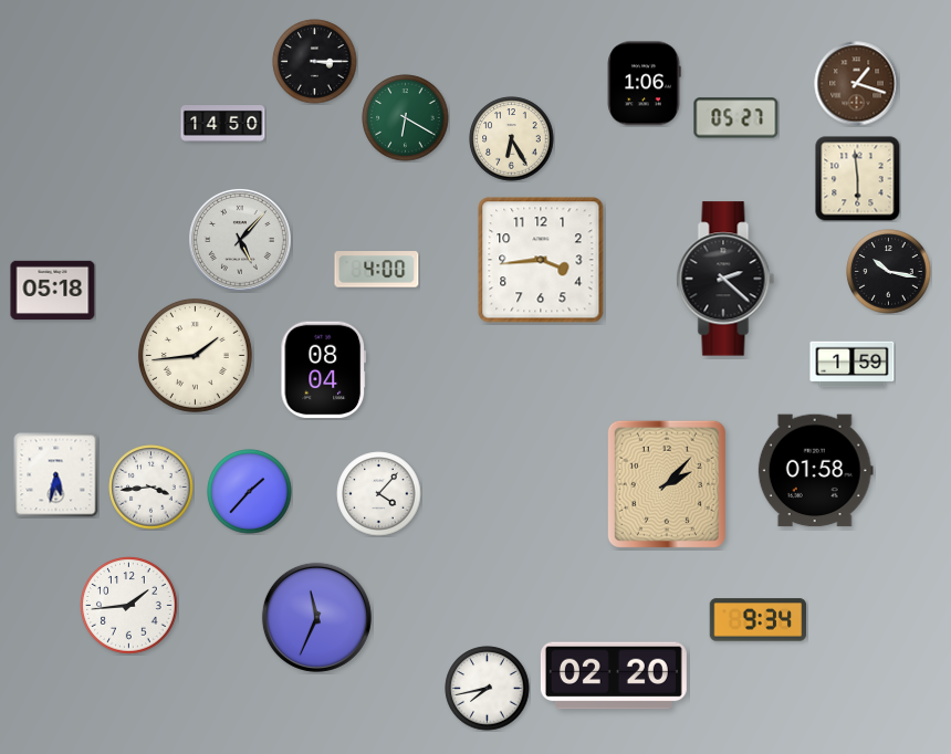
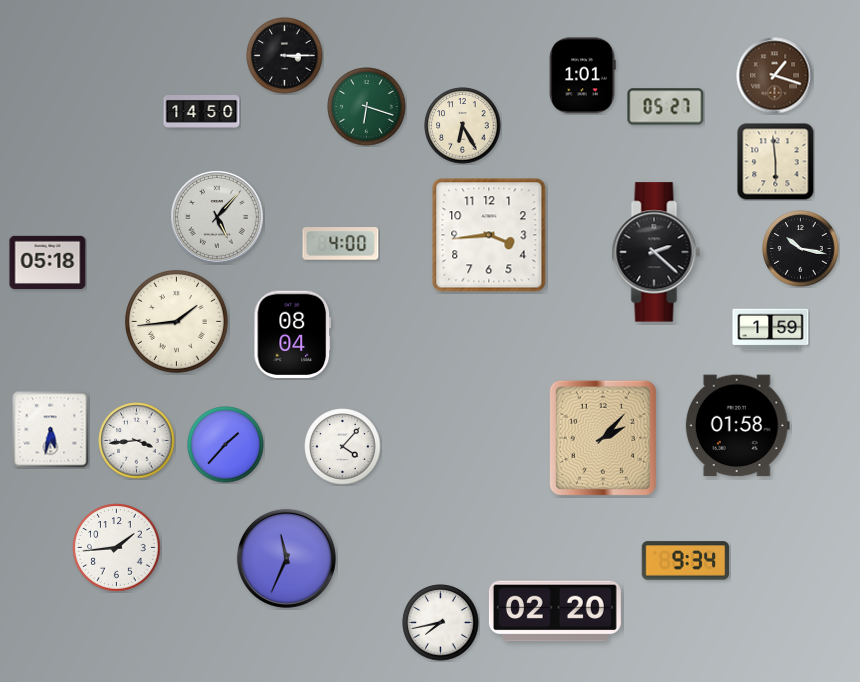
clock at (644, 84): 1:06 -> 1:01
clock at (406, 118): 6:20 -> 6:18
clock at (889, 272) position: (889, 272) -> (801, 249)
